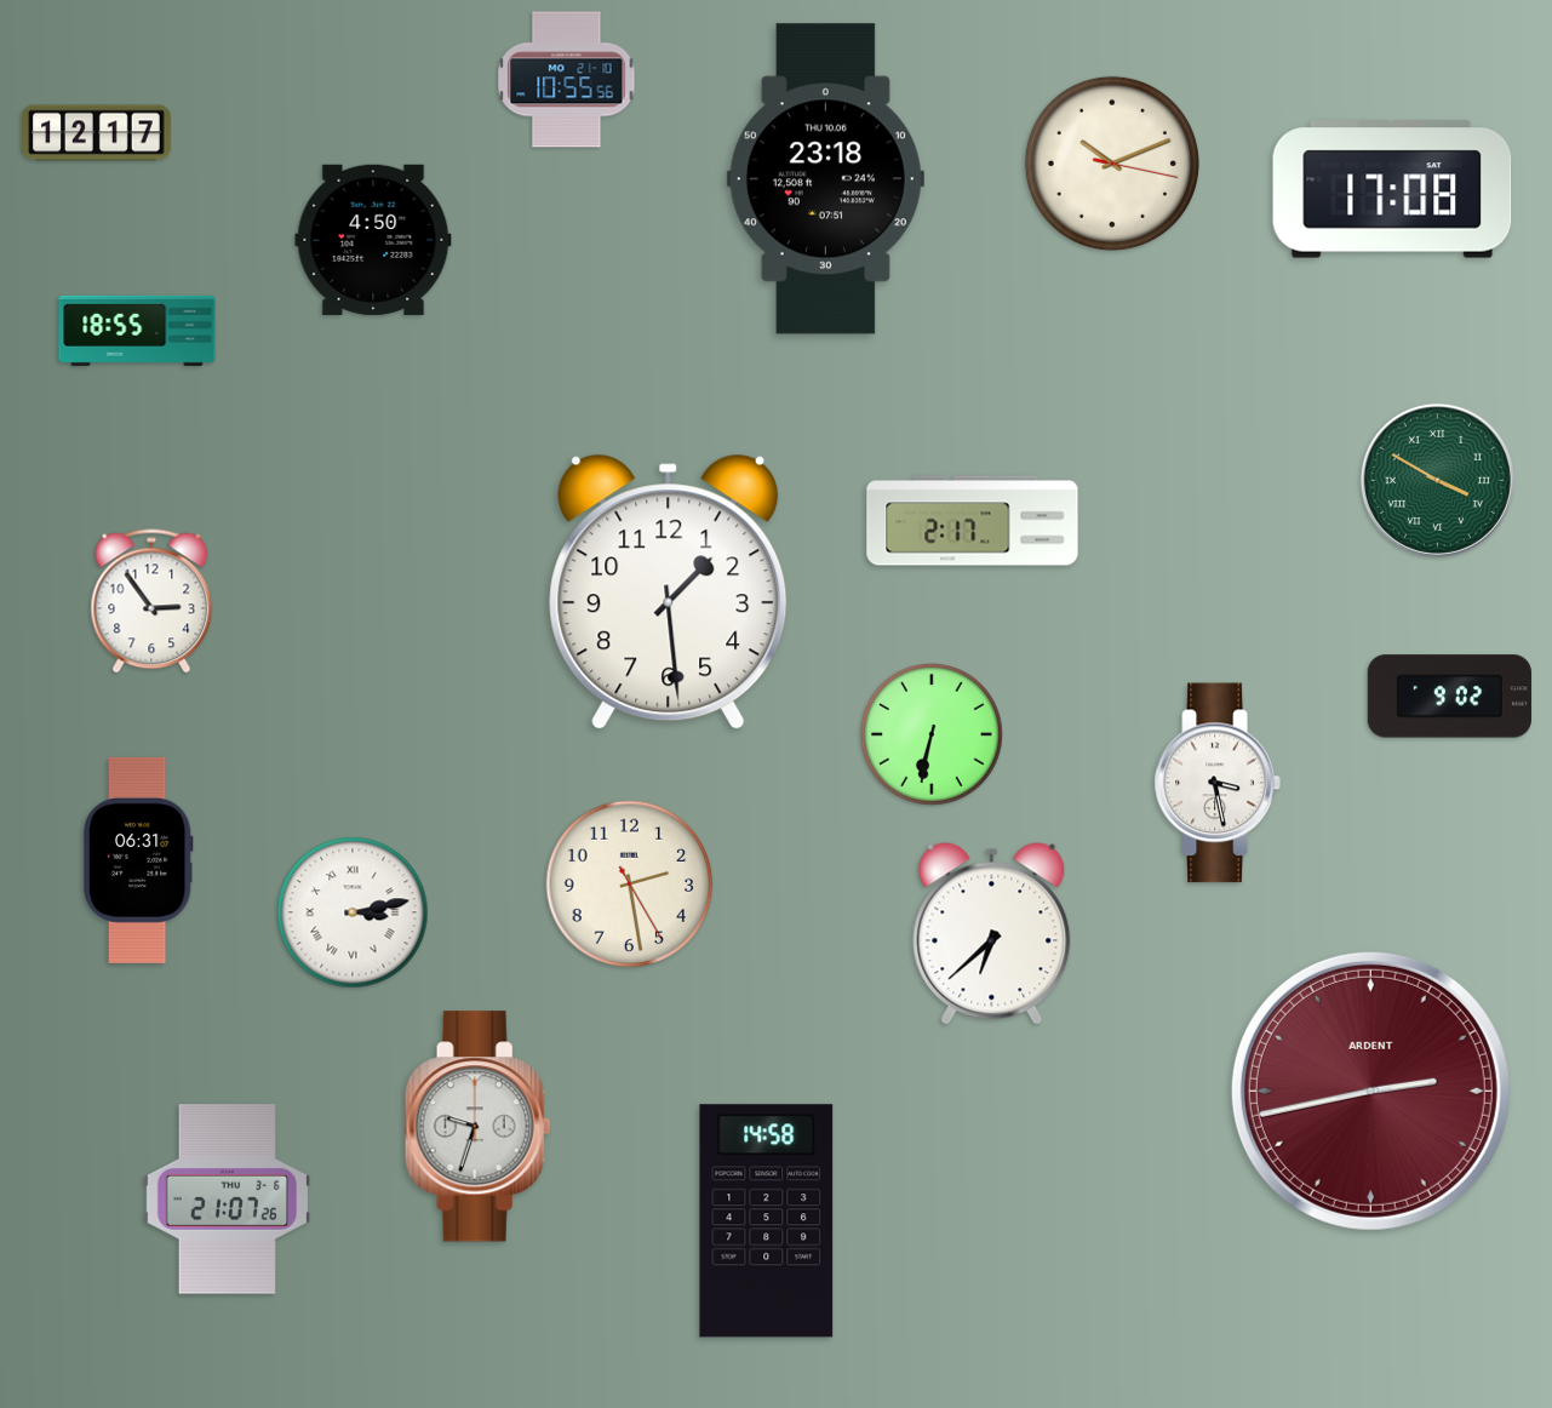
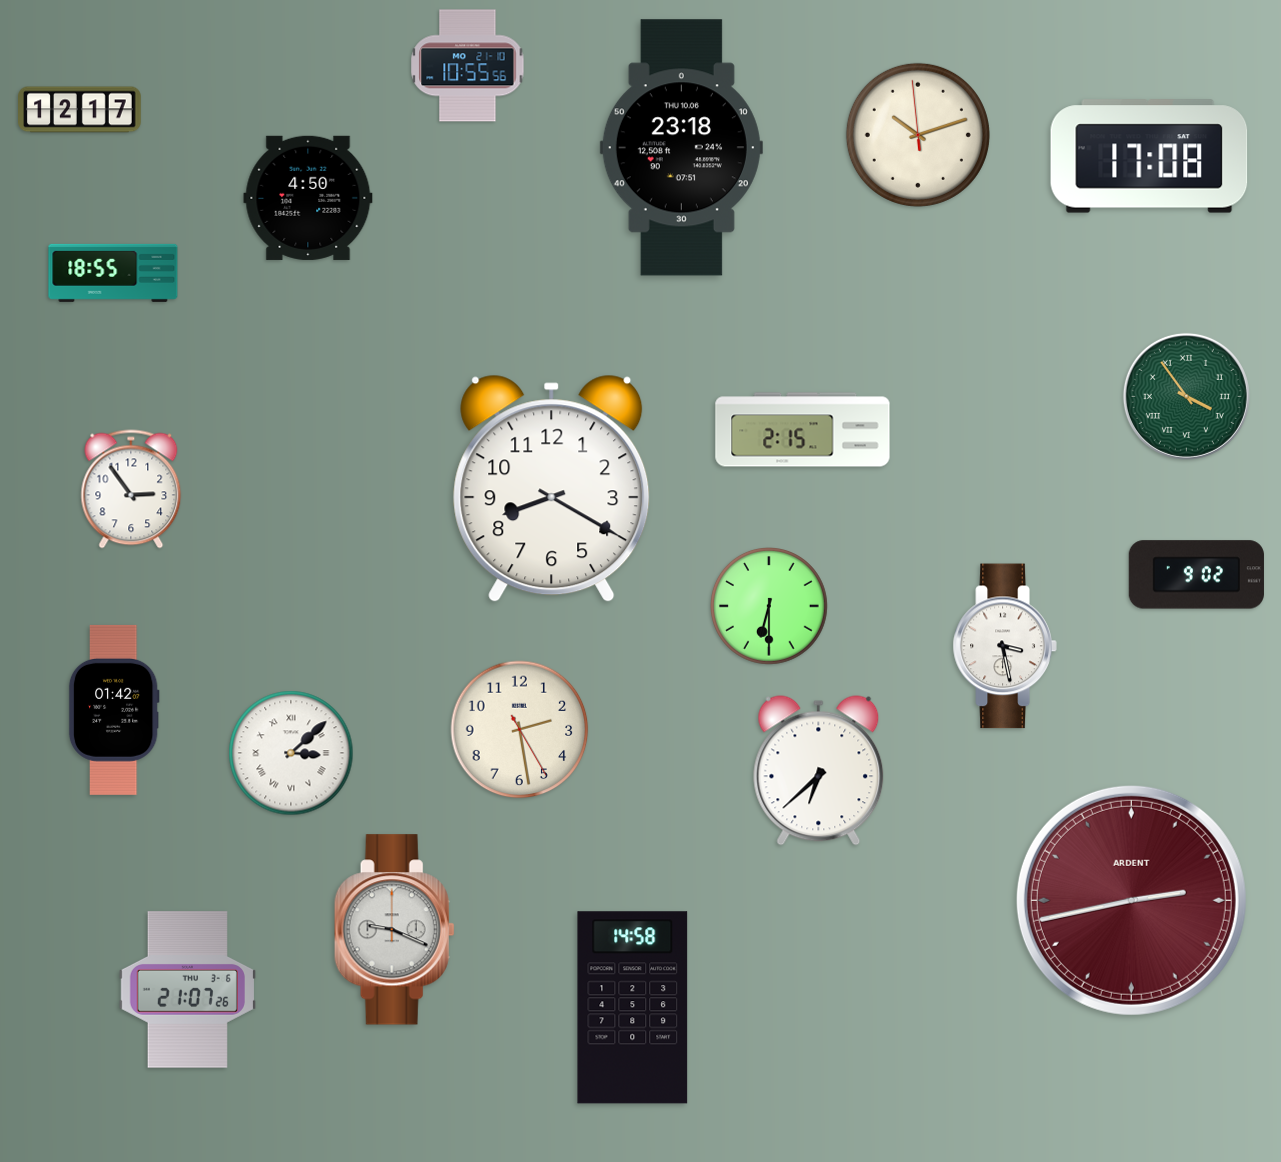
clock at (1112, 164): 10:11:17 -> 10:11:59
clock at (1437, 480): 3:50 -> 3:54
clock at (973, 521): 2:17 -> 2:15
clock at (669, 591): 1:29 -> 8:20
clock at (151, 601) position: (151, 601) -> (131, 489)
clock at (933, 736): 6:32 -> 6:30
clock at (138, 860): 06:31 -> 01:42
clock at (353, 912): 3:13 -> 3:08
clock at (477, 1127): 9:33 -> 9:19
